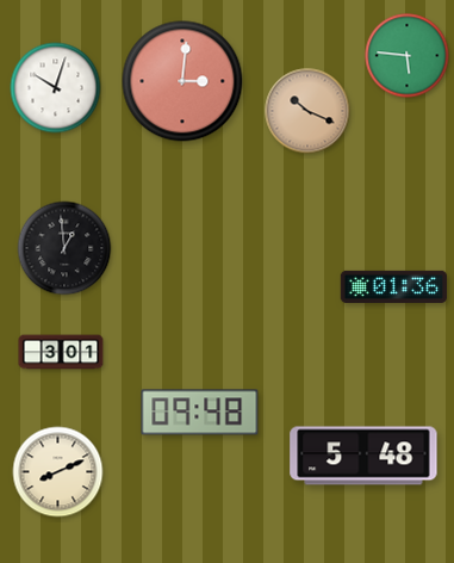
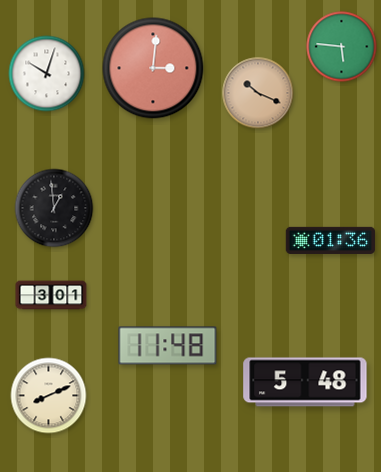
clock at (200, 413): 09:48 -> 11:48
